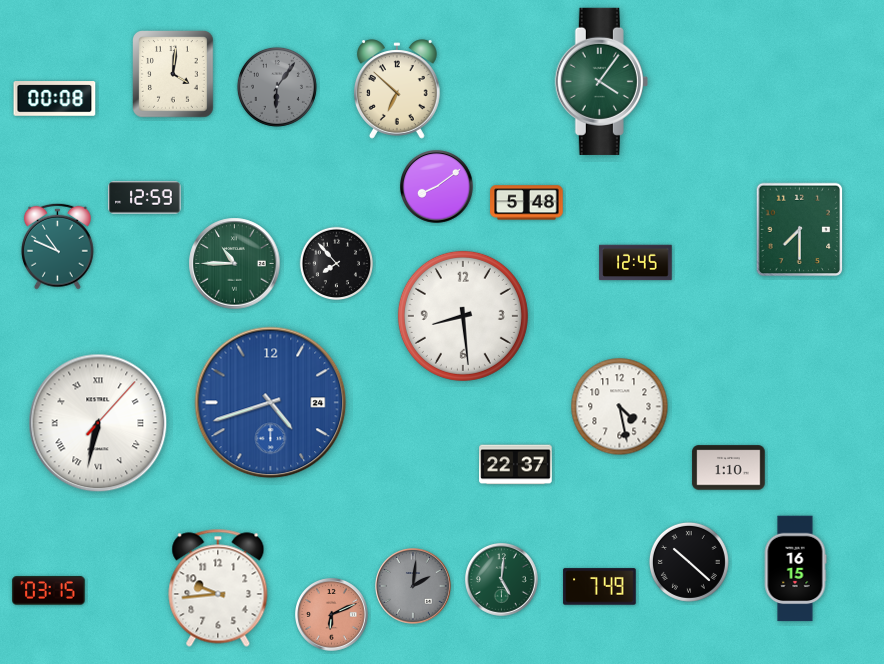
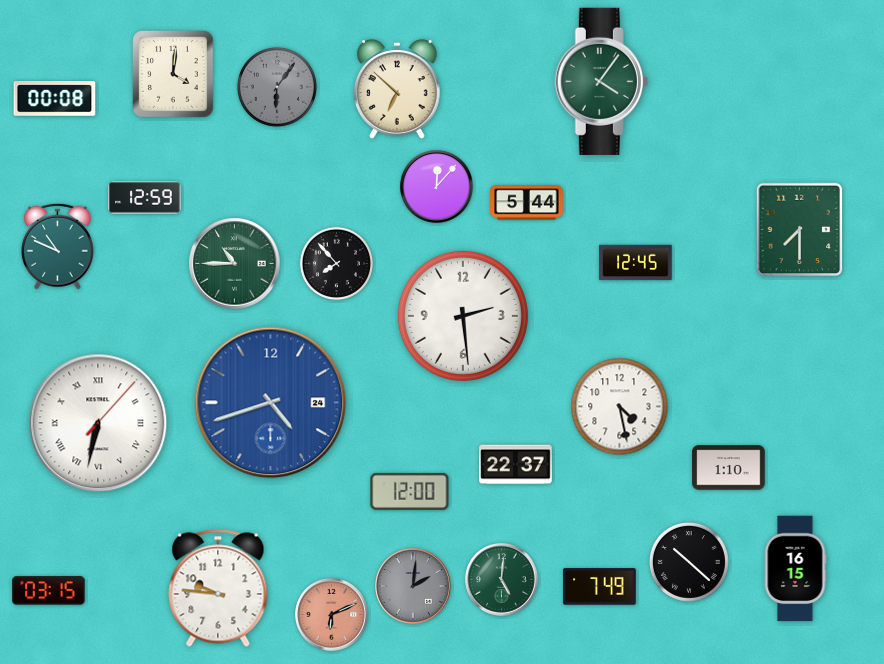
clock at (437, 187): 8:09 -> 12:07
clock at (527, 203): 5:48 -> 5:44
clock at (463, 316): 8:29 -> 2:29
clock at (410, 491): none -> 12:00
clock at (218, 588): 9:44 -> 9:46
